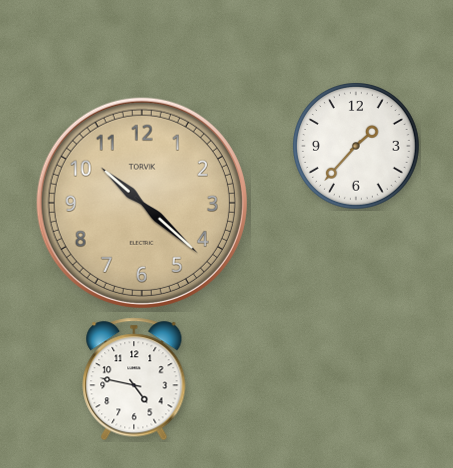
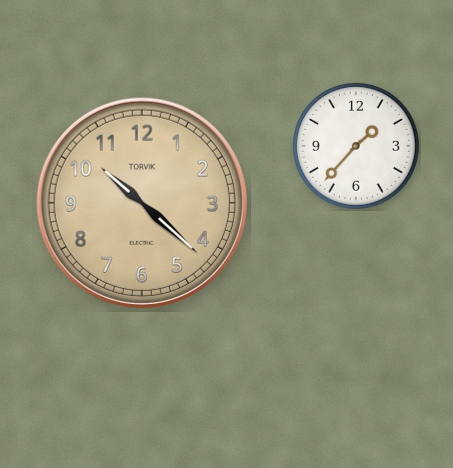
clock at (134, 379): 4:47 -> none
